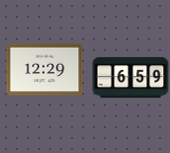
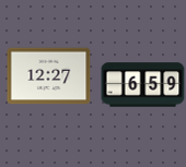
clock at (45, 70): 12:29 -> 12:27
